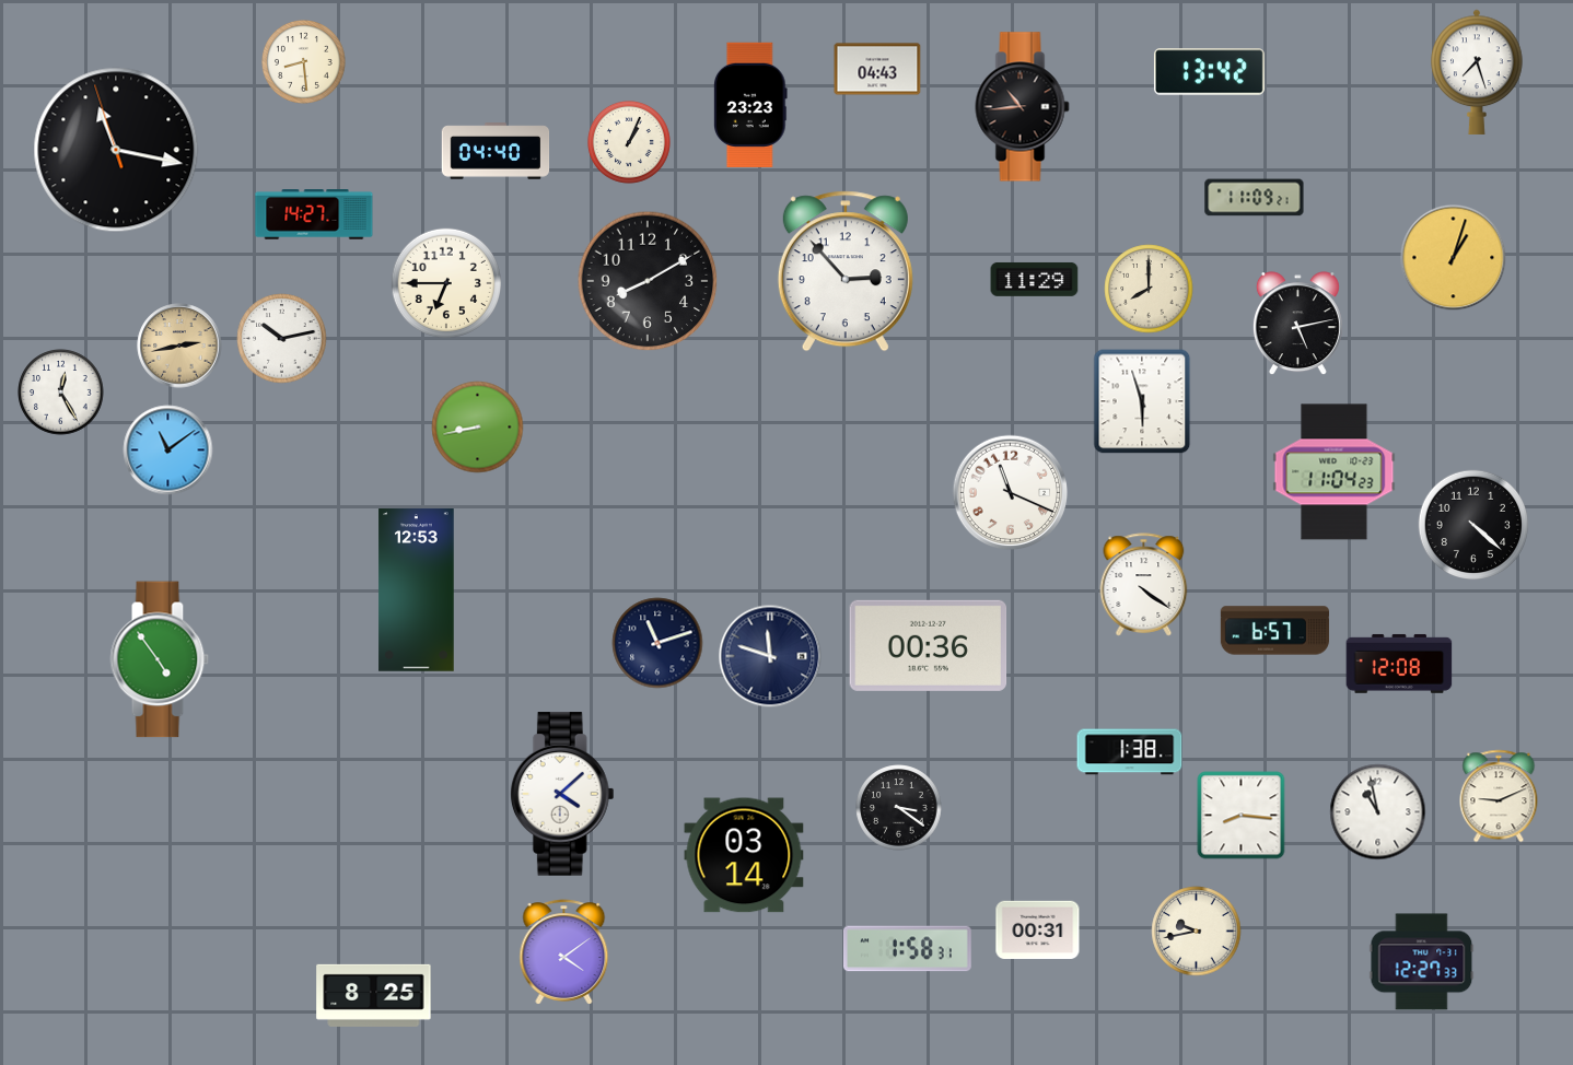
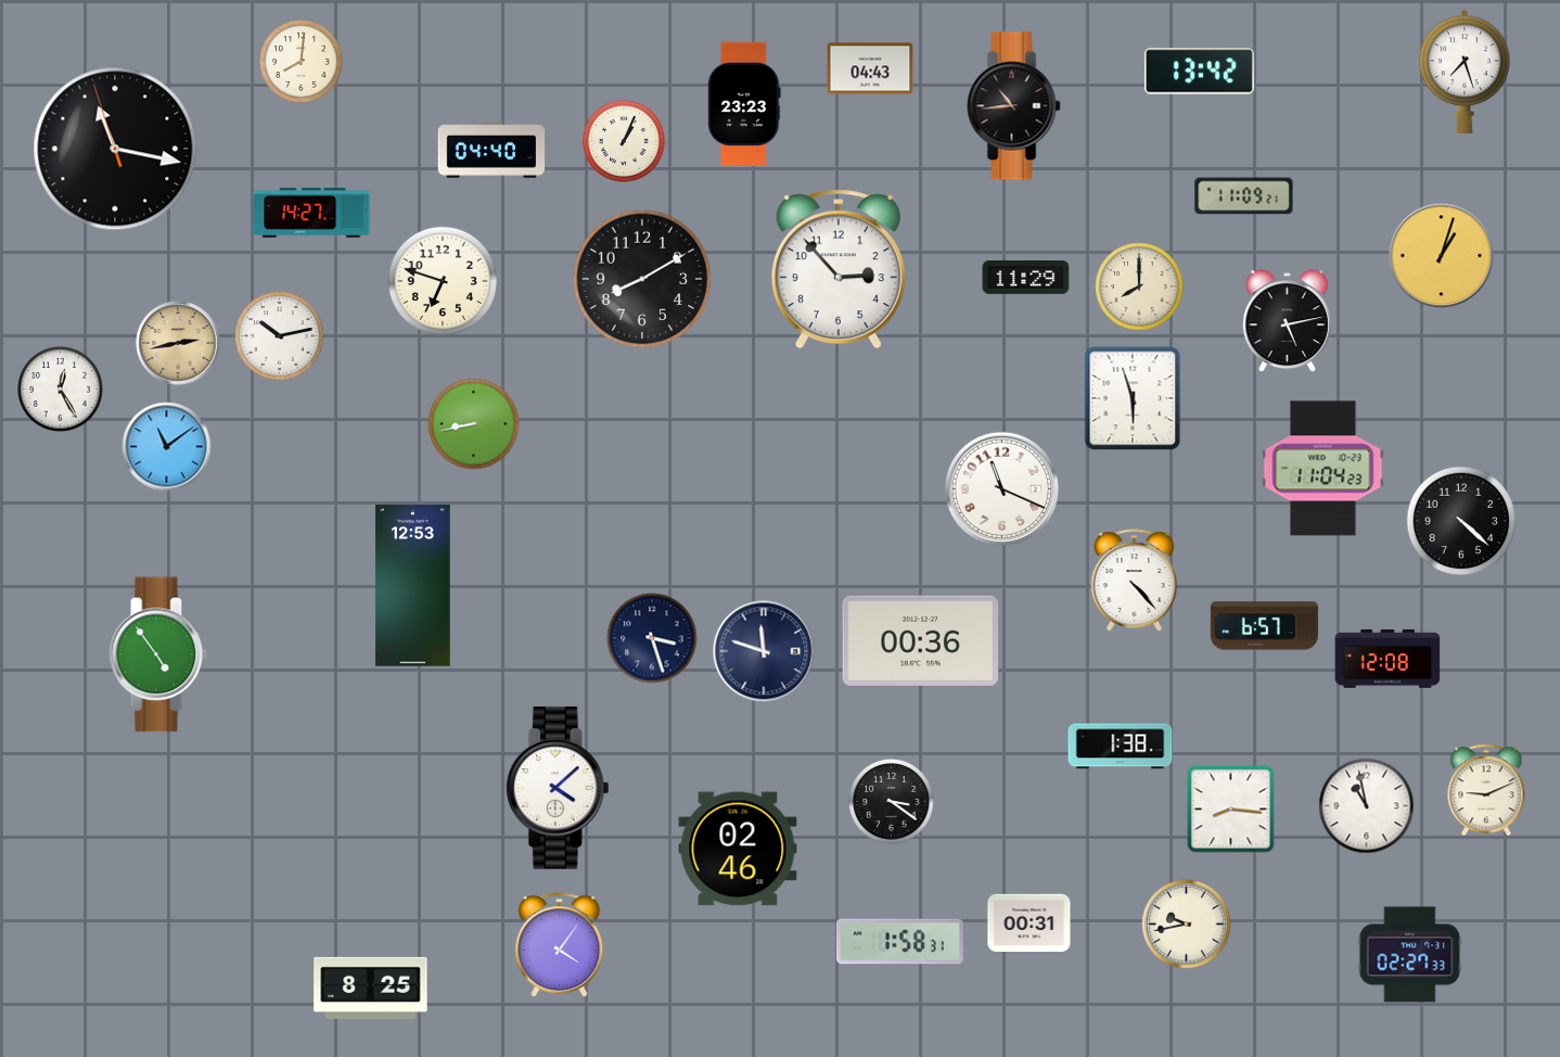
clock at (304, 62): 8:29 -> 8:01
clock at (446, 283): 6:45 -> 6:48
clock at (1144, 585): 4:21 -> 4:23
clock at (657, 643): 11:12 -> 3:27
clock at (744, 855): 03:14 -> 02:46
clock at (564, 952): 4:09 -> 4:06
clock at (1422, 962): 12:27 -> 02:27
